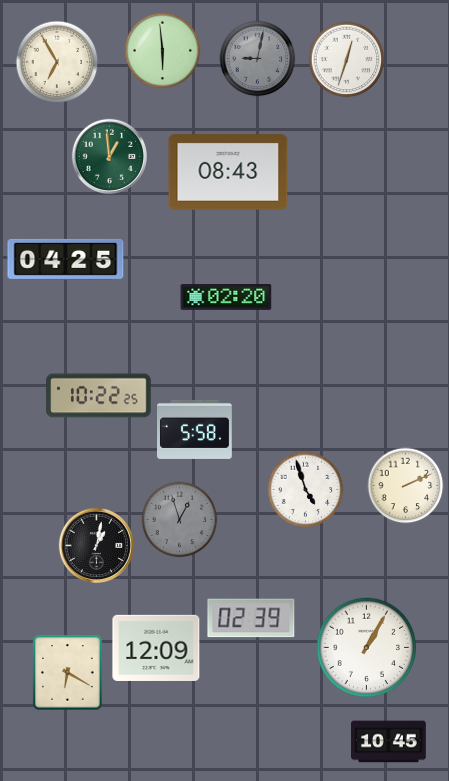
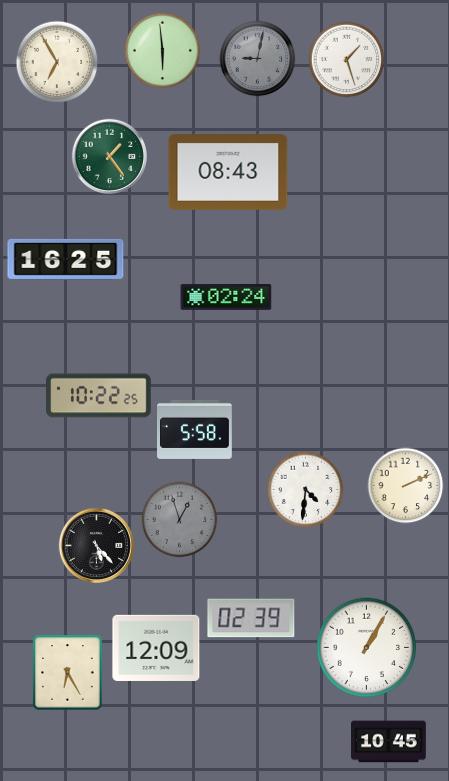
clock at (347, 60): 12:33 -> 1:27
clock at (109, 156): 12:59 -> 1:24
clock at (66, 259): 04:25 -> 16:25
clock at (226, 298): 02:20 -> 02:24
clock at (306, 490): 4:57 -> 4:31
clock at (96, 545): 1:02 -> 5:23
clock at (68, 673): 6:20 -> 6:25
